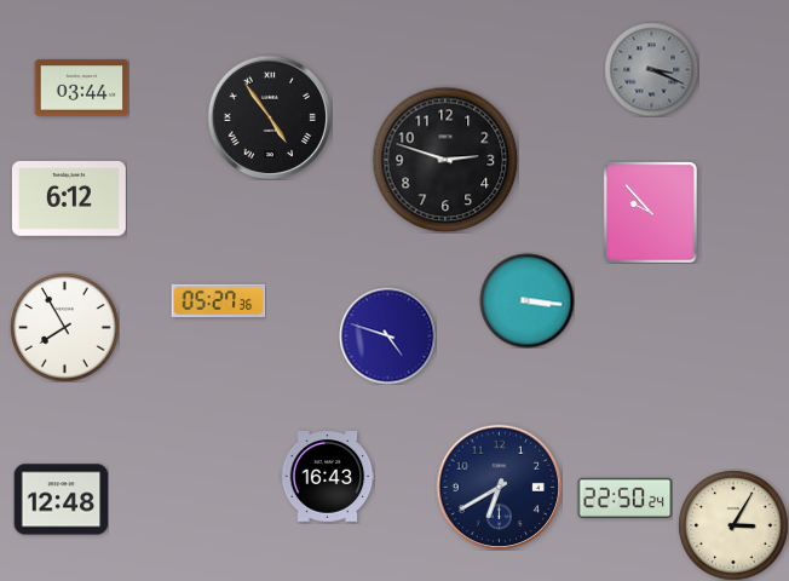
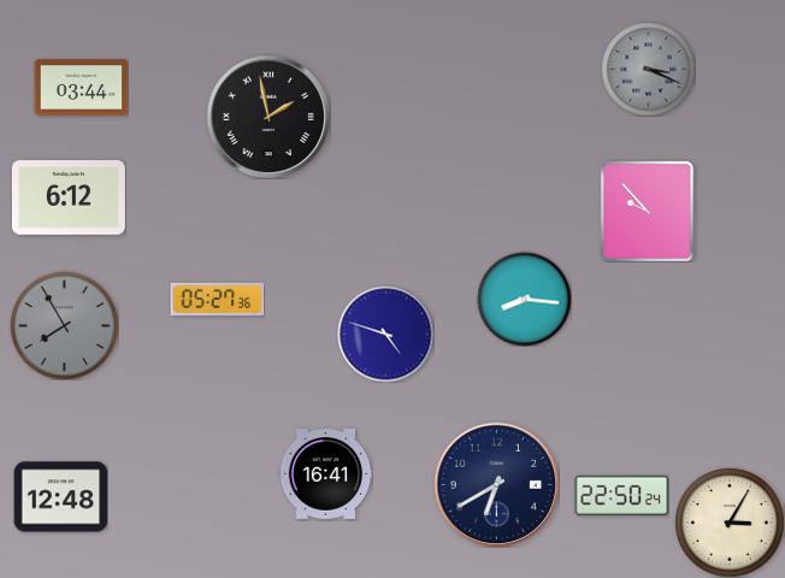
clock at (270, 117): 4:54 -> 1:58
clock at (445, 160): 2:48 -> none
clock at (526, 300): 3:16 -> 8:16
clock at (64, 327) dial: white -> grey
clock at (327, 477): 16:43 -> 16:41
